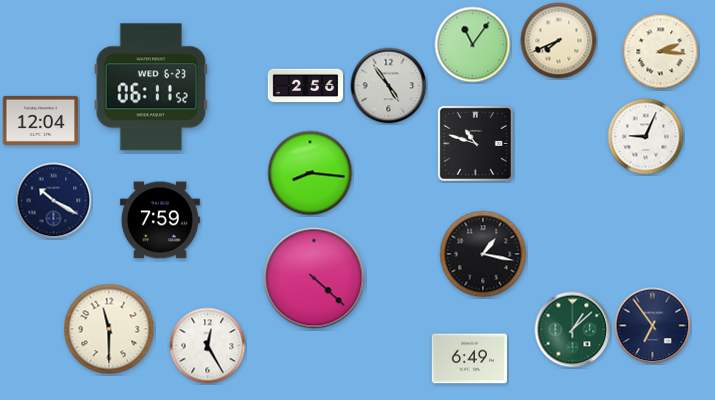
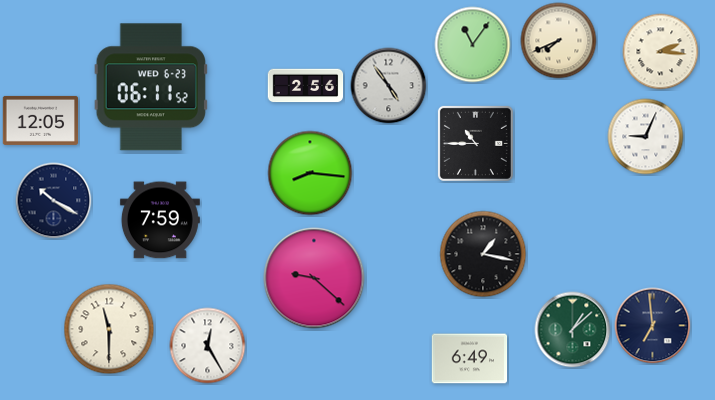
clock at (41, 120): 12:04 -> 12:05
clock at (475, 143): 10:48 -> 10:45
clock at (314, 278): 4:22 -> 9:22
clock at (653, 326): 6:54 -> 6:59
